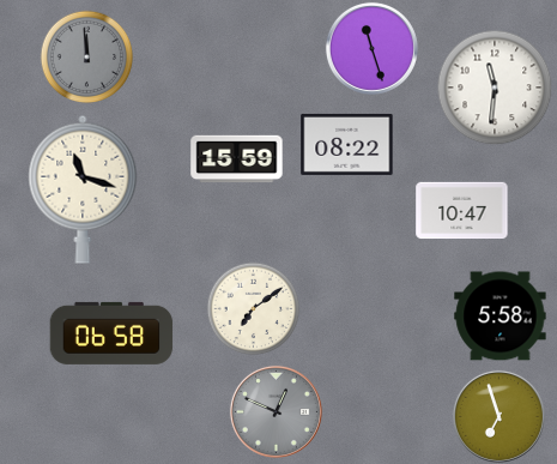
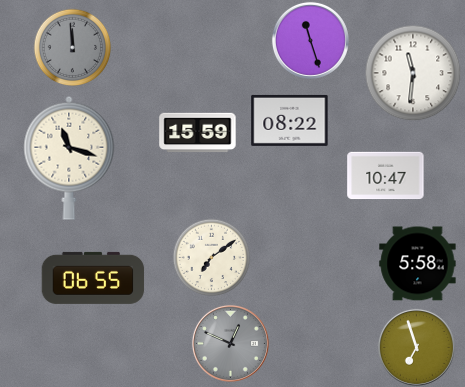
clock at (111, 333): 06:58 -> 06:55
